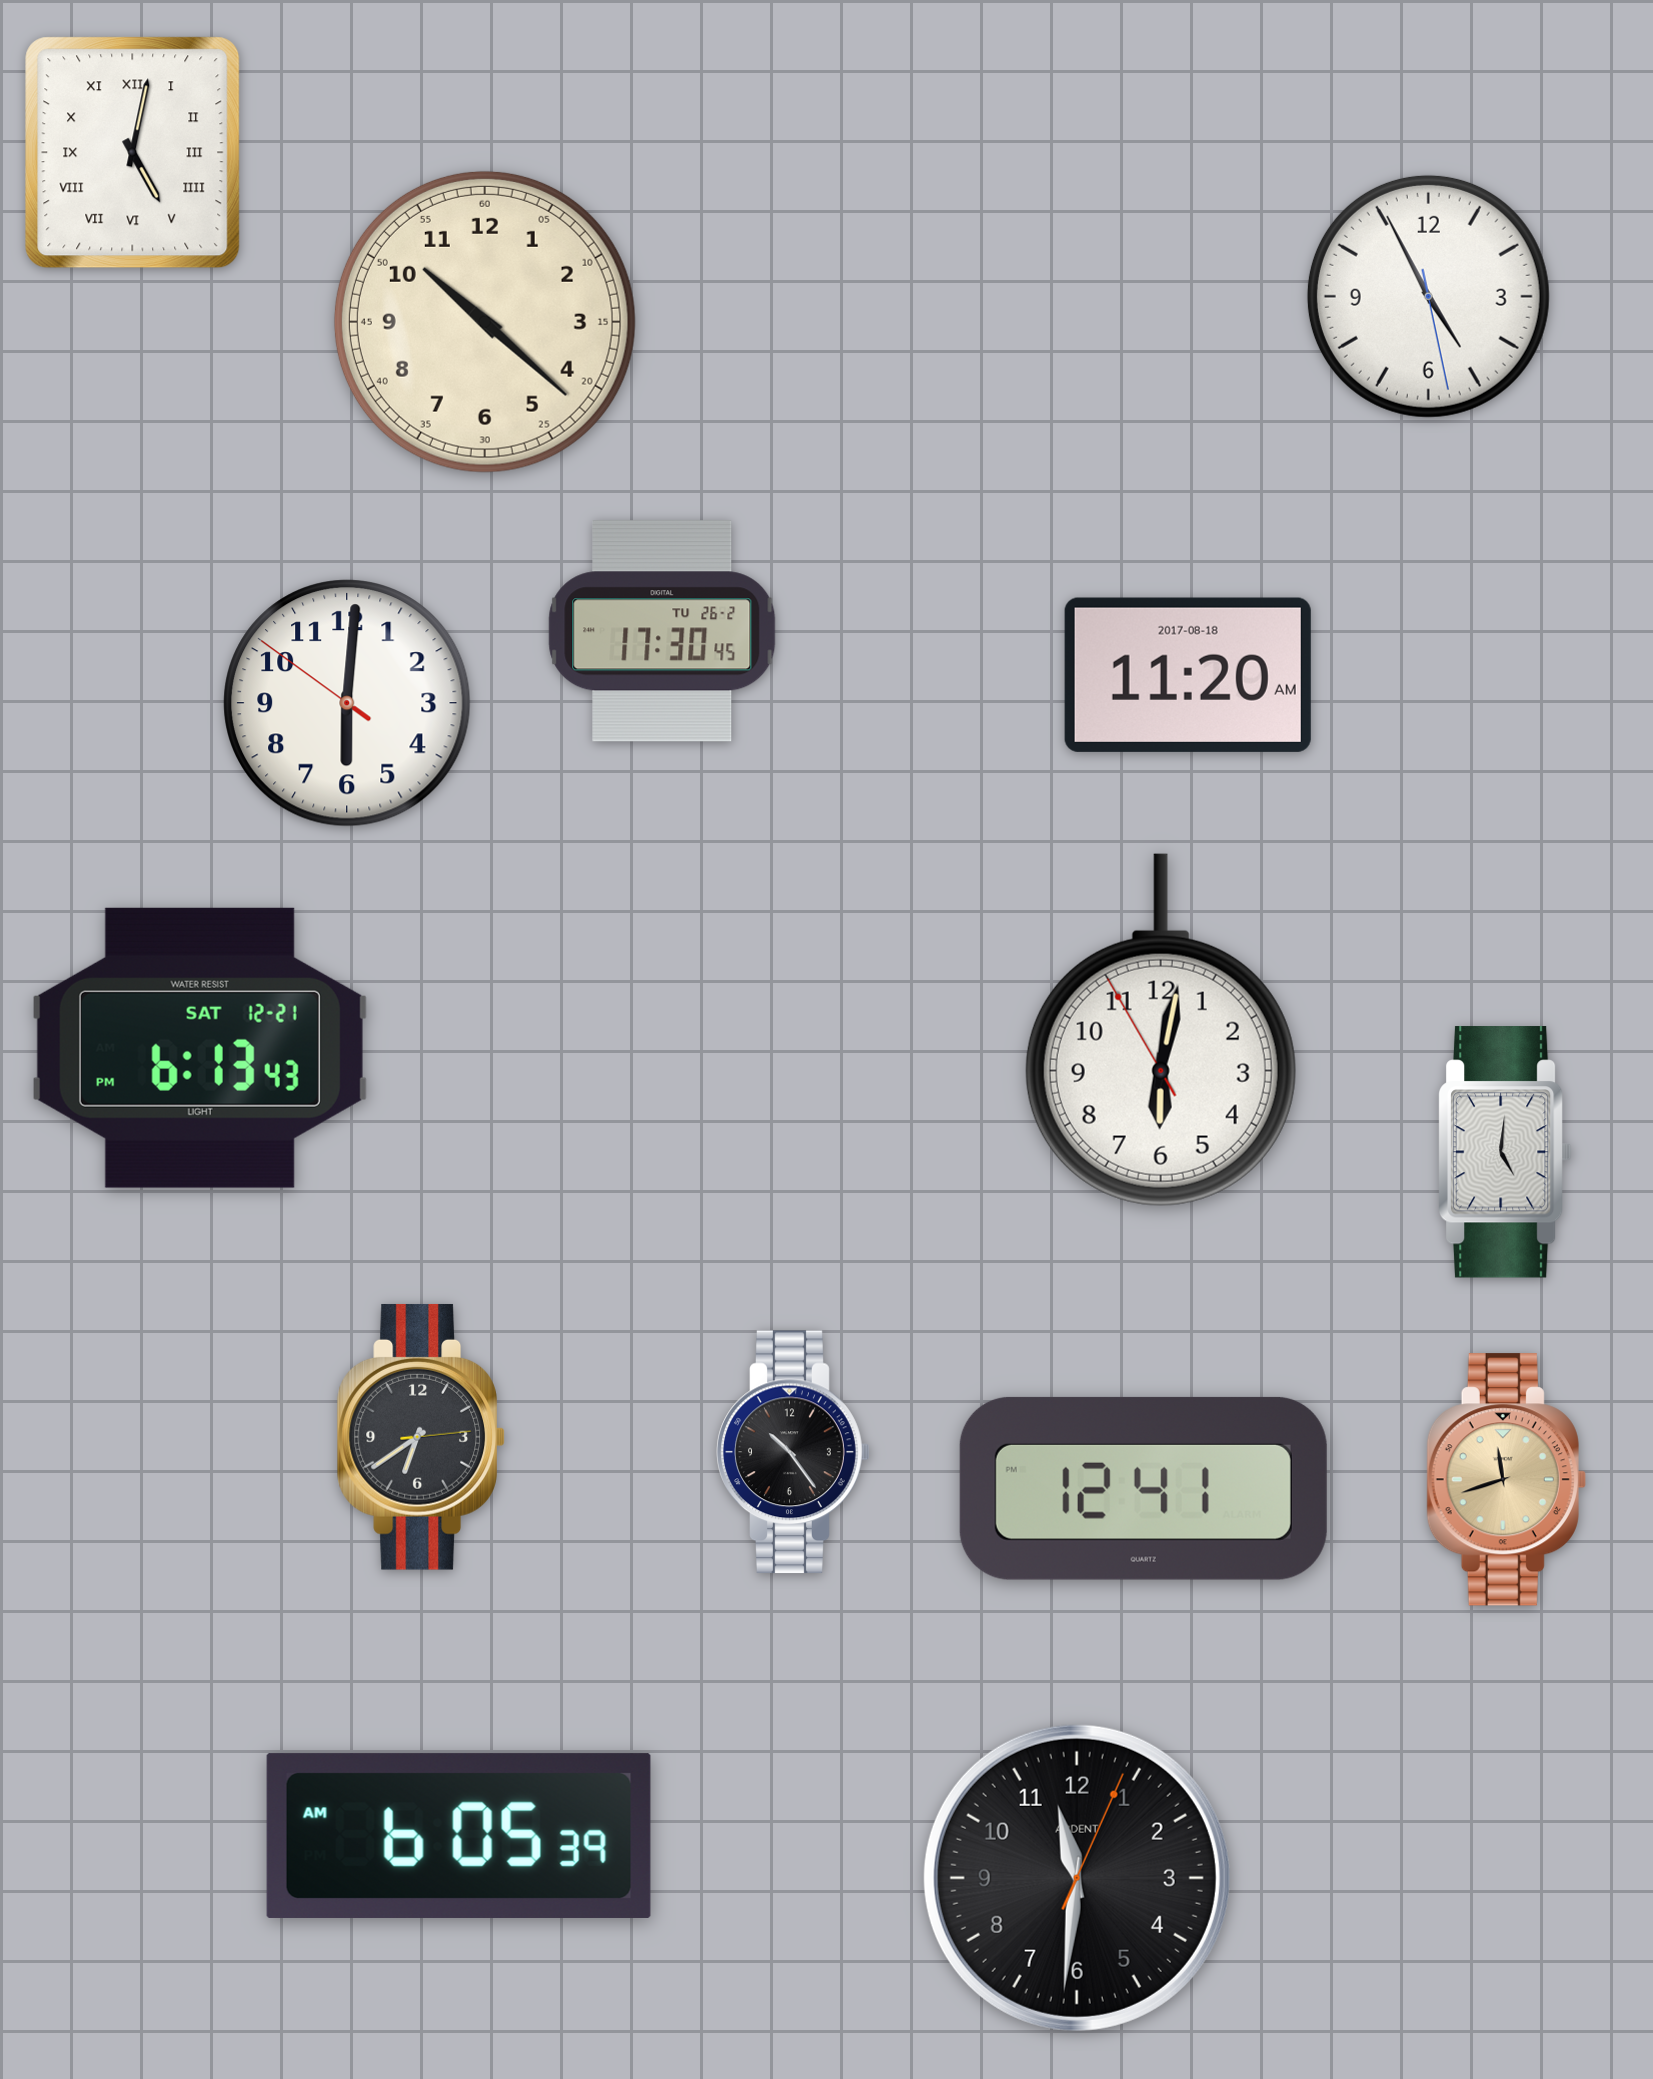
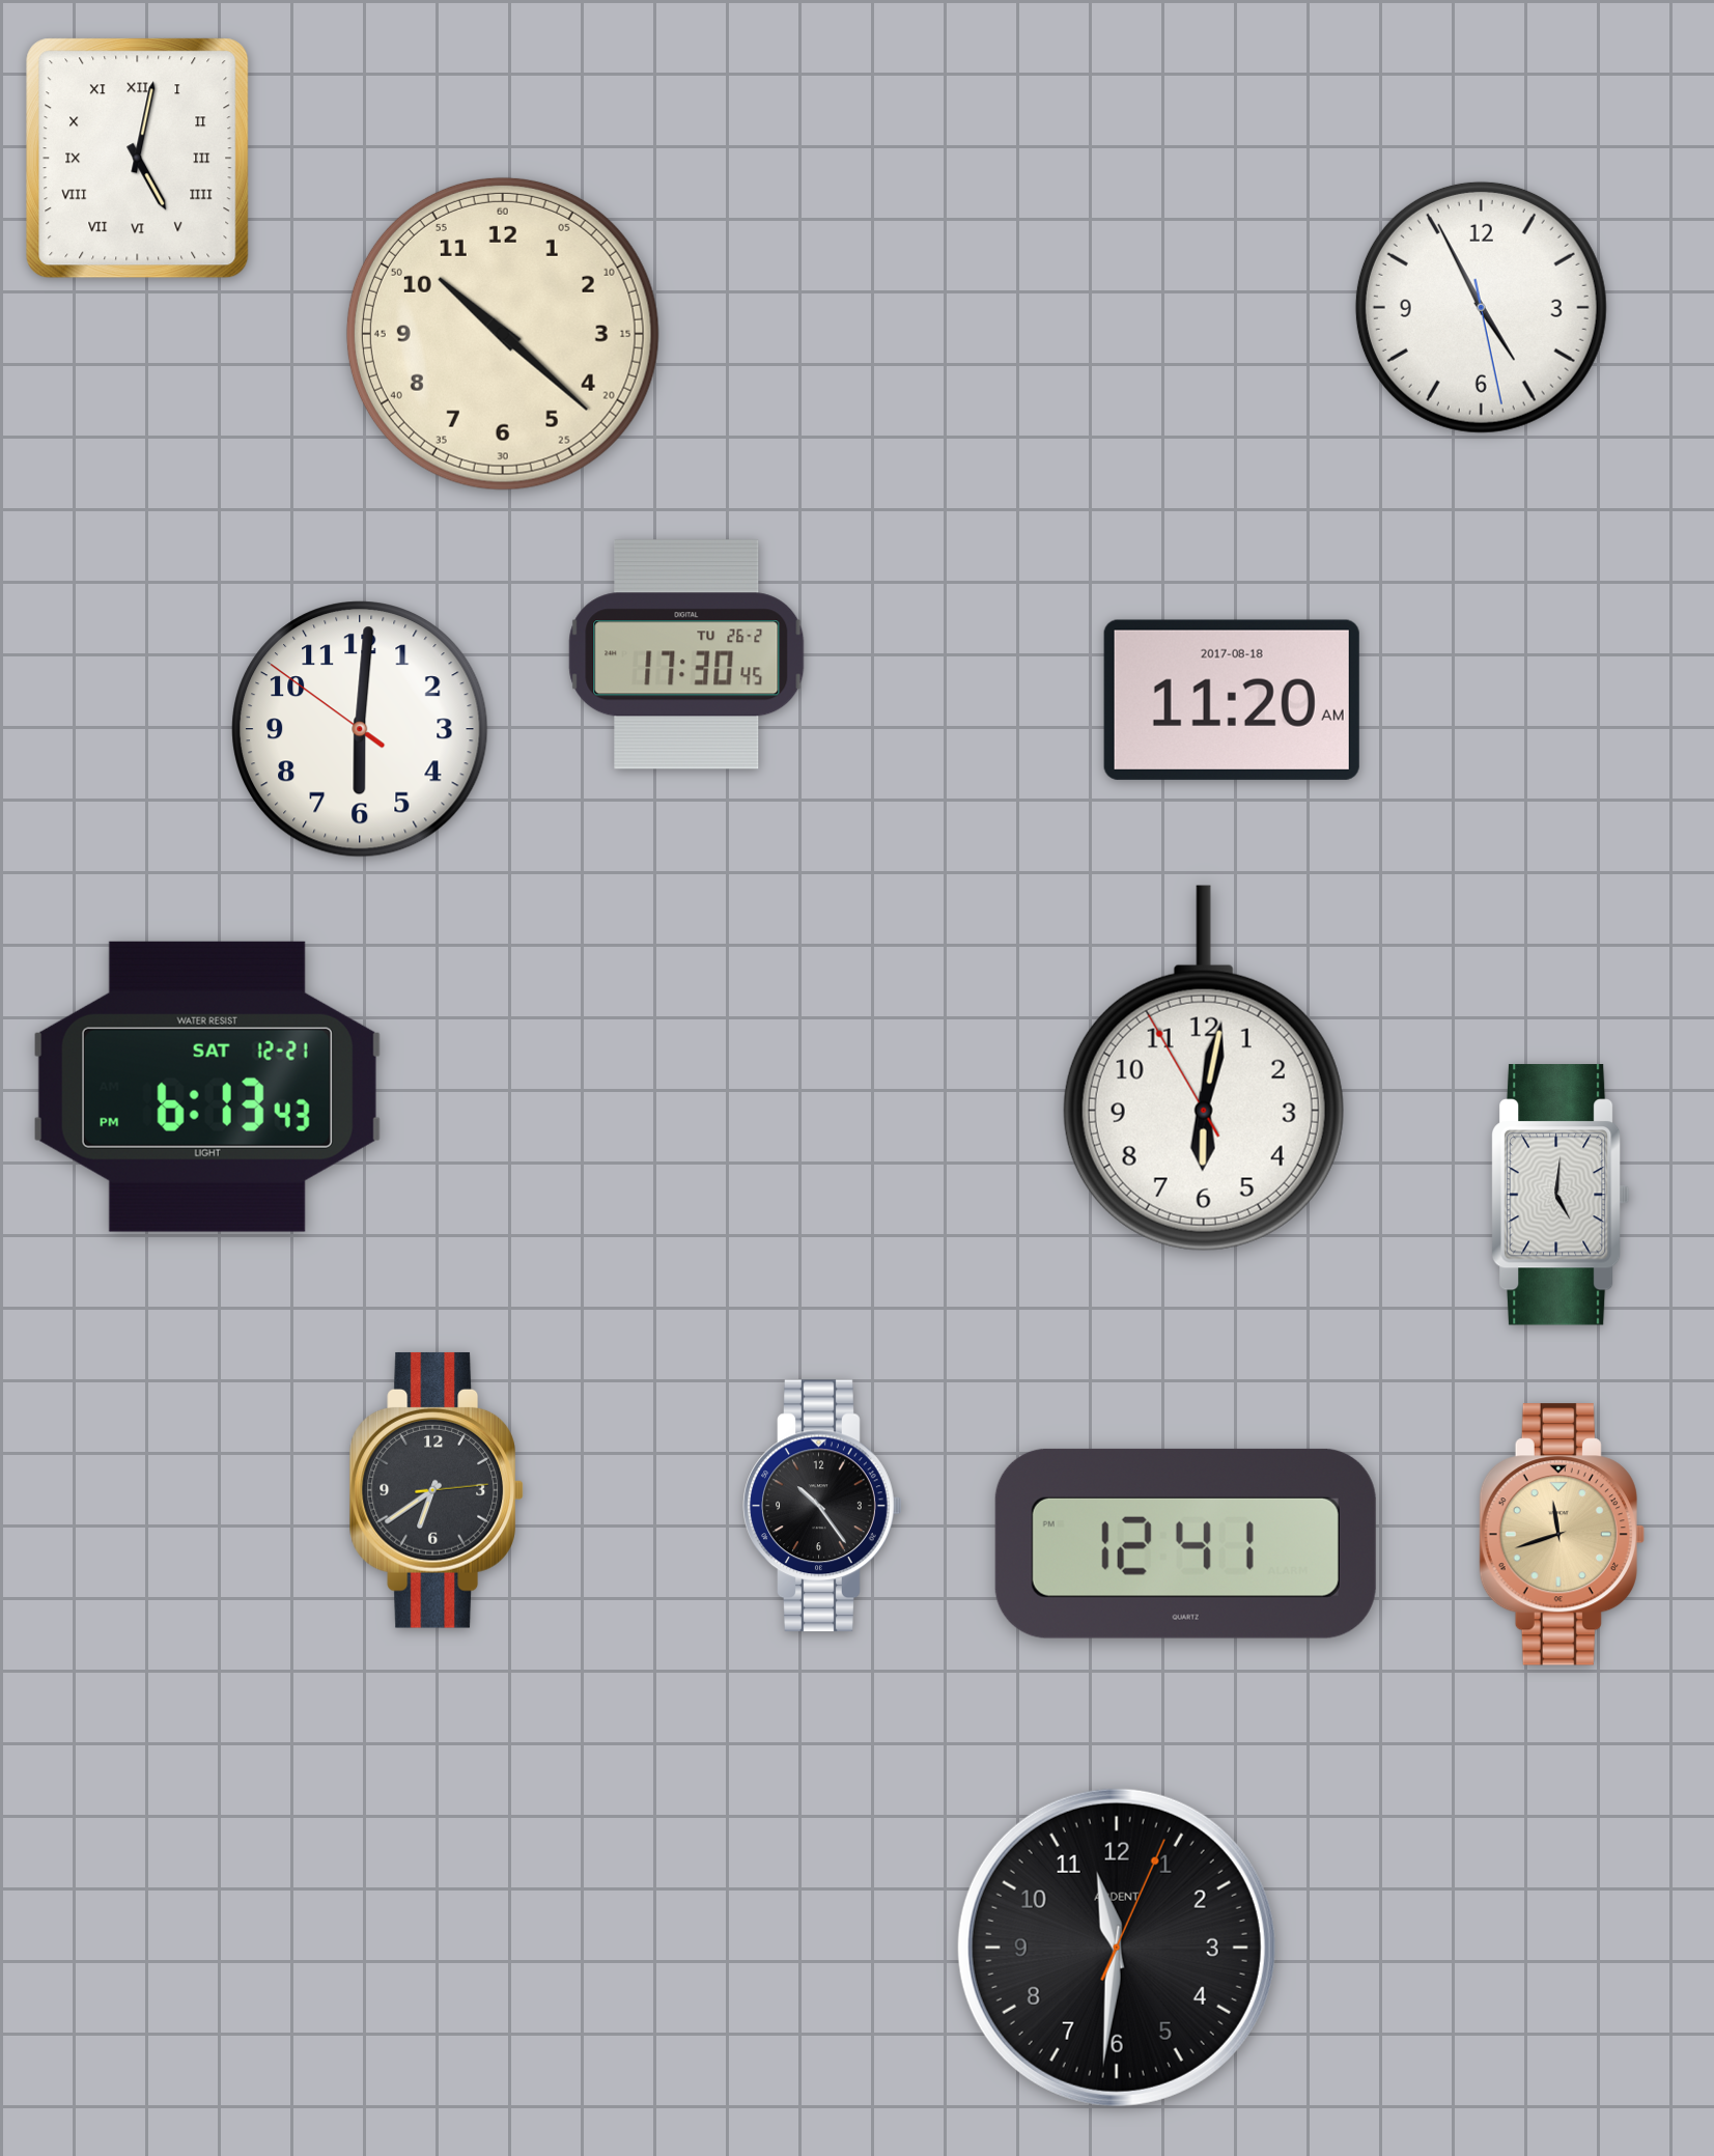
clock at (459, 1836): 6:05 -> none
